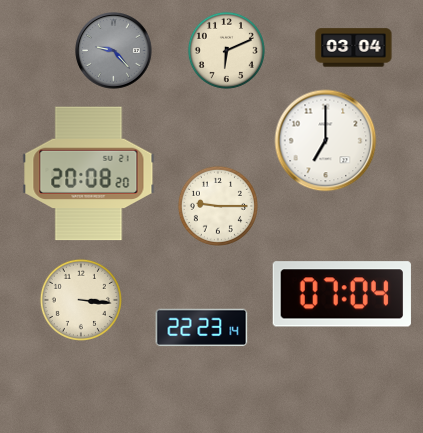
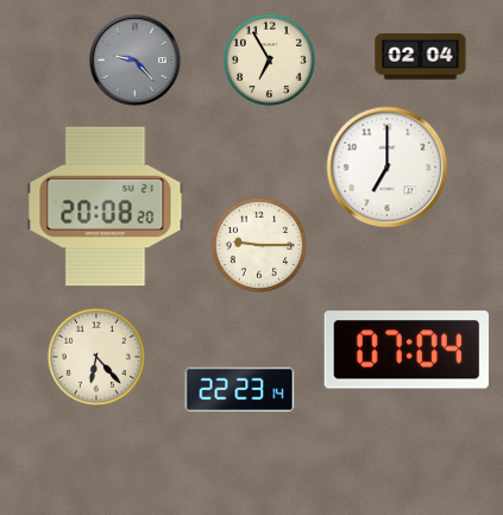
clock at (354, 48): 03:04 -> 02:04
clock at (226, 50): 6:11 -> 6:55
clock at (81, 300): 3:16 -> 6:23
